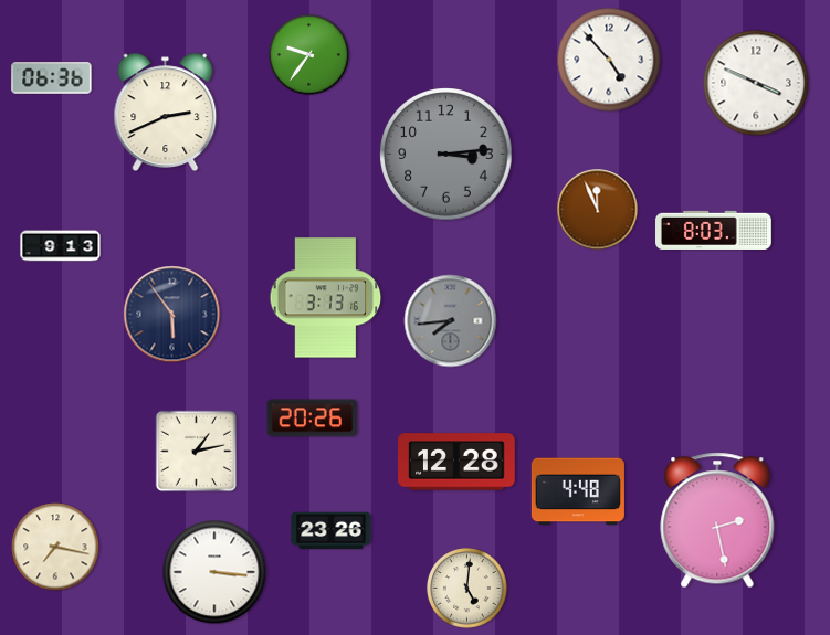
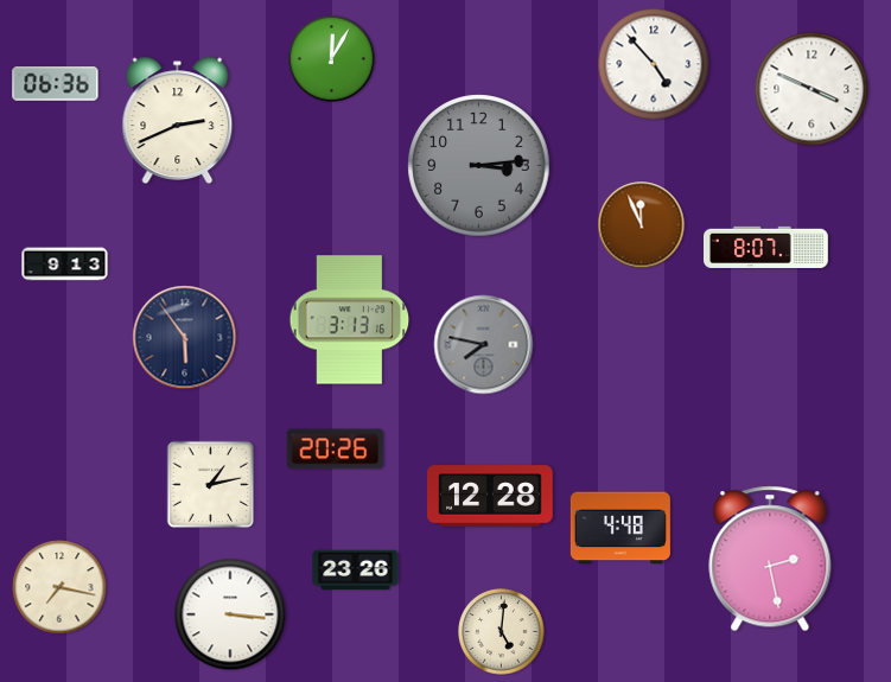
clock at (309, 55): 9:36 -> 12:05
clock at (714, 230): 8:03 -> 8:07
clock at (451, 321): 7:44 -> 7:47
